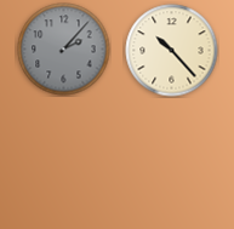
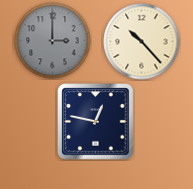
clock at (64, 50): 2:07 -> 3:00
clock at (96, 122): none -> 12:47
